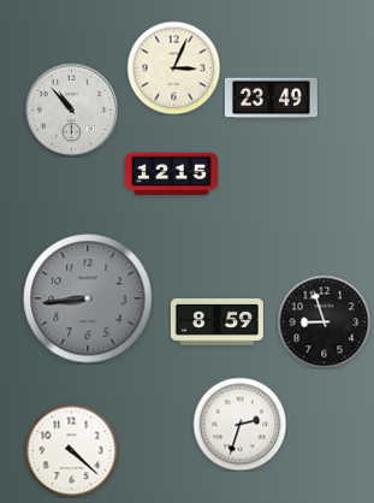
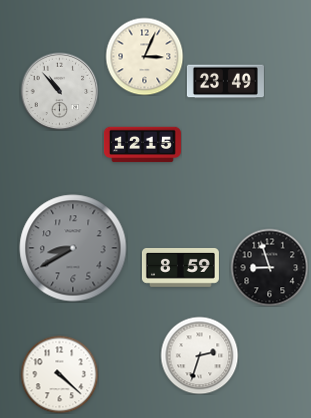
clock at (88, 298): 8:44 -> 8:40
clock at (239, 424) position: (239, 424) -> (199, 355)
